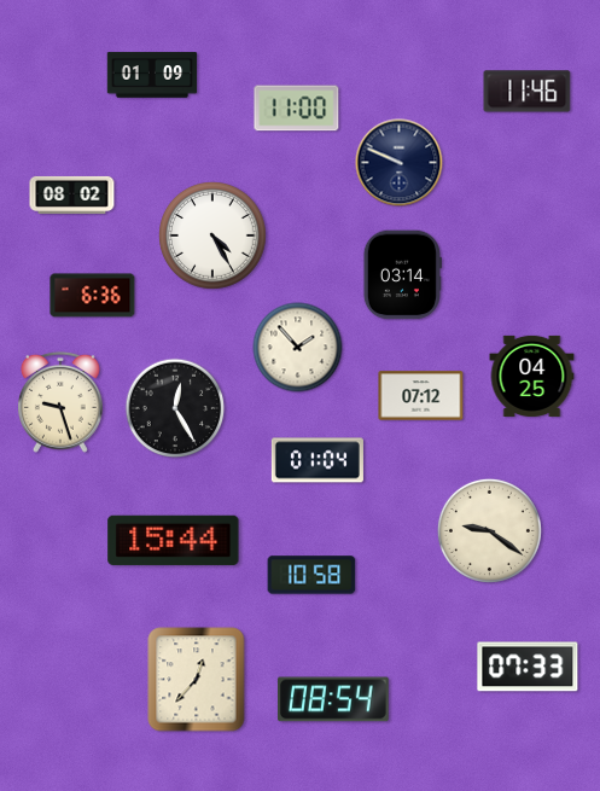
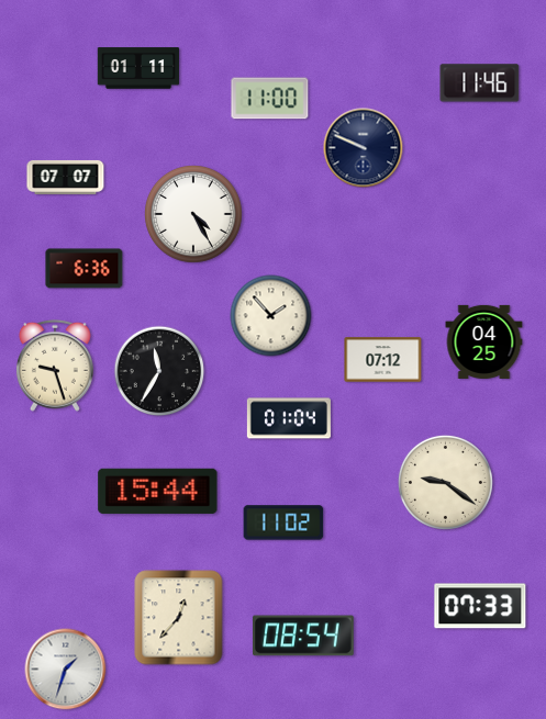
clock at (152, 75): 01:09 -> 01:11
clock at (72, 194): 08:02 -> 07:07
clock at (402, 275): 03:14 -> none
clock at (175, 408): 12:25 -> 11:35
clock at (311, 575): 10:58 -> 11:02
clock at (66, 670): none -> 1:33
